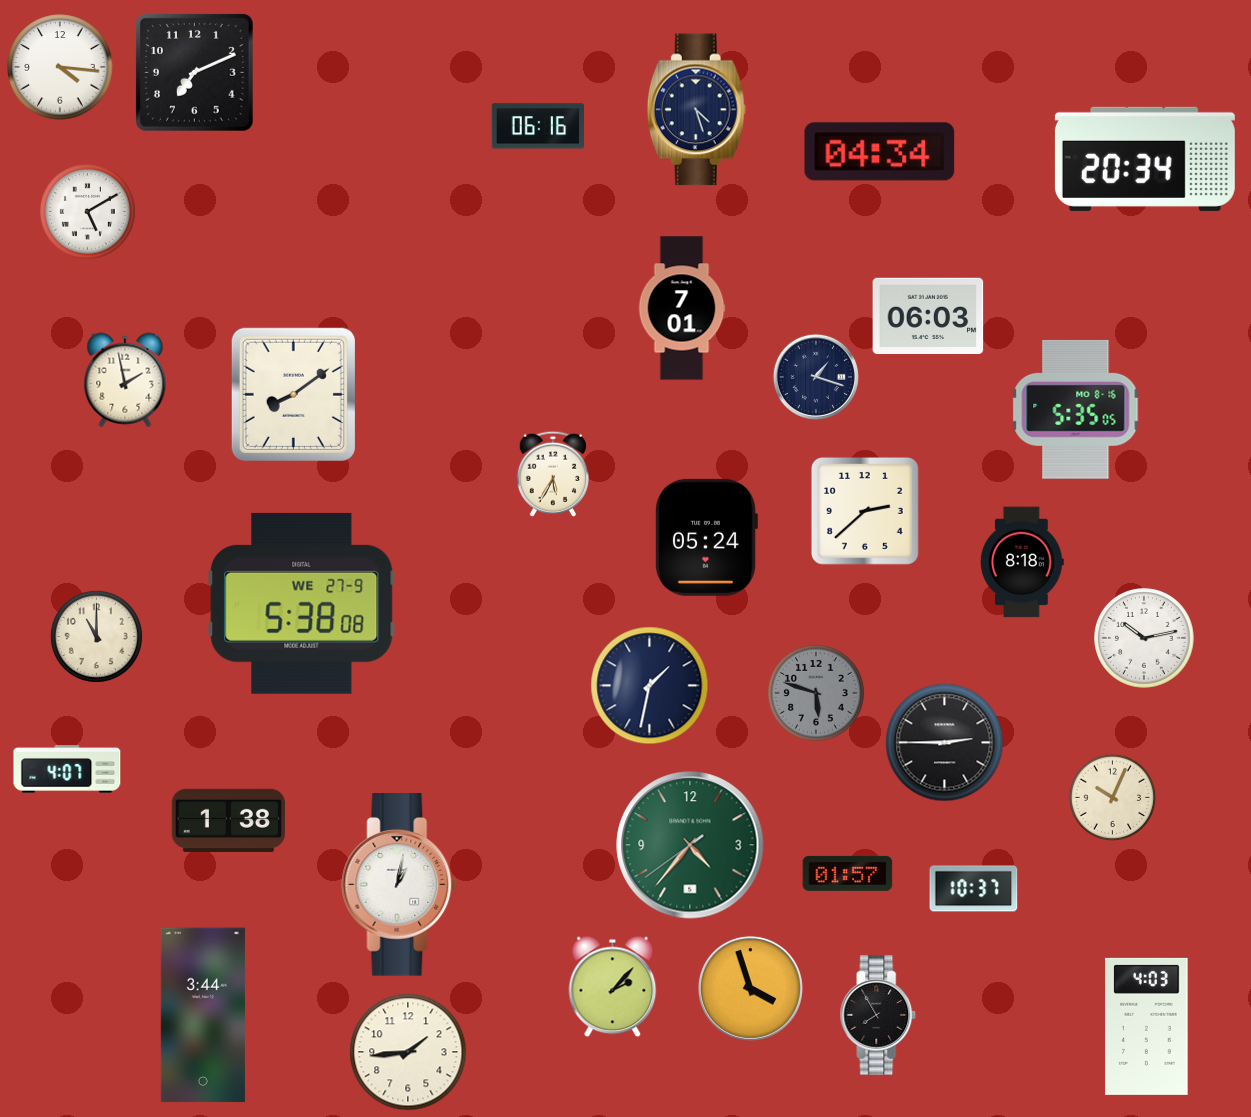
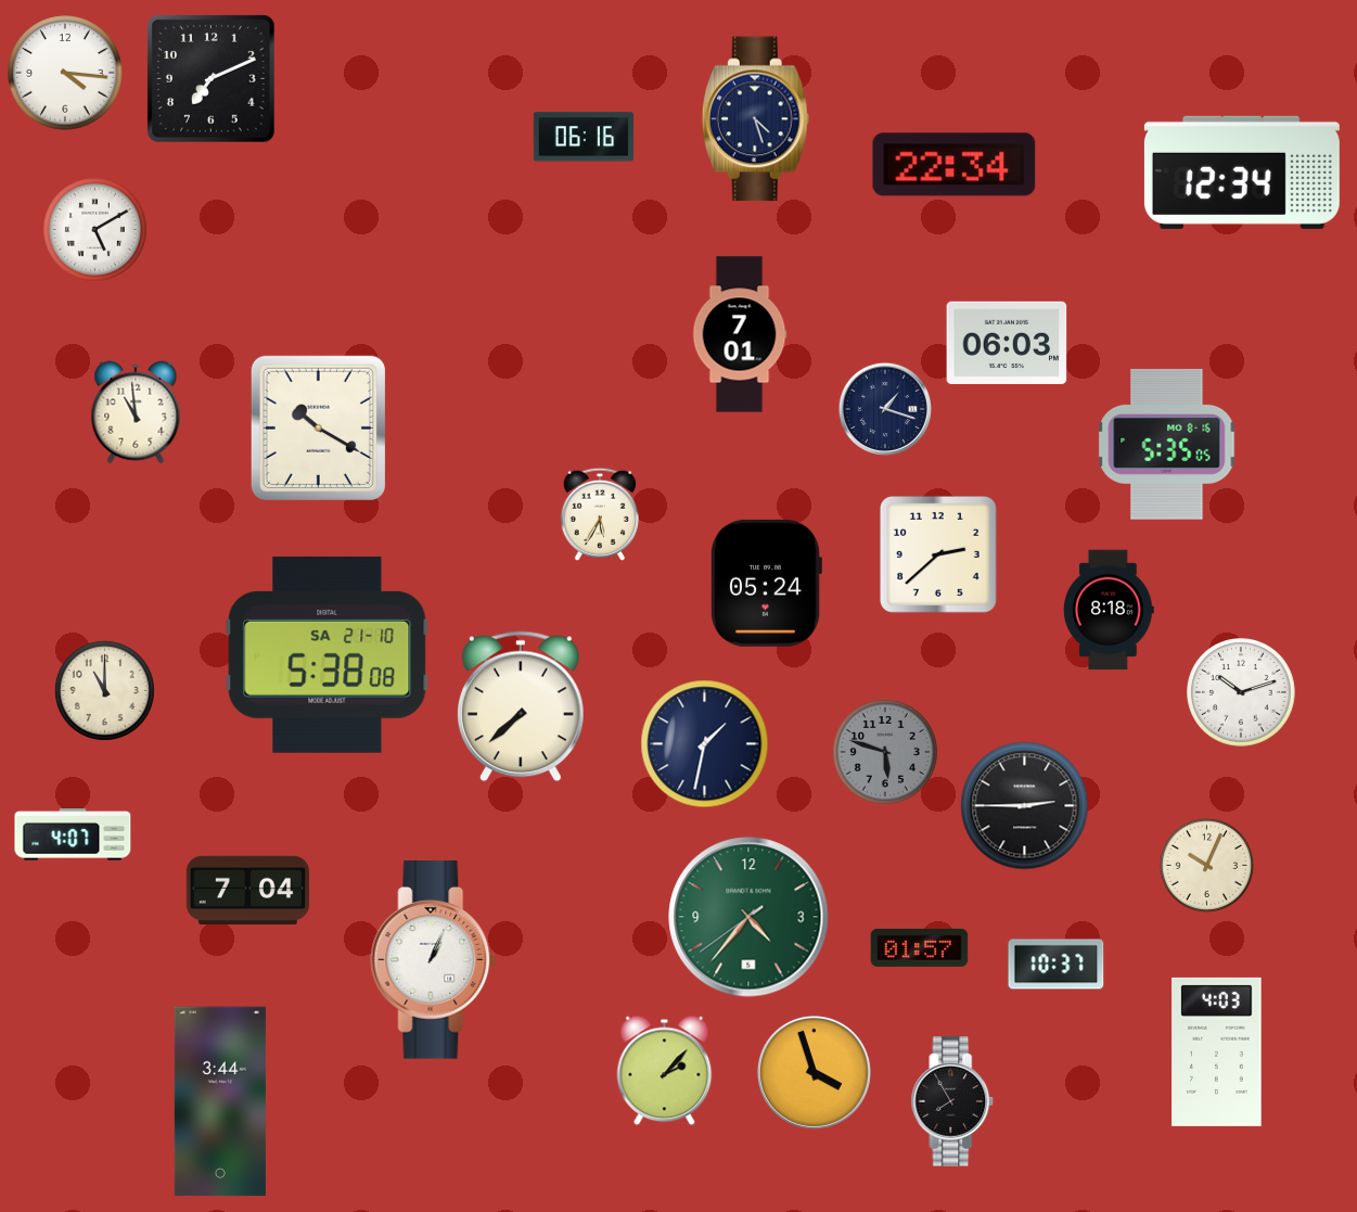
clock at (880, 152): 04:34 -> 22:34
clock at (1145, 159): 20:34 -> 12:34
clock at (125, 380): 1:58 -> 10:59
clock at (293, 394): 8:09 -> 10:20
clock at (302, 603) date: WE 27-9 -> SA 21-10
clock at (1144, 638): 10:13 -> 10:12
clock at (521, 706): none -> 7:38
clock at (228, 820): 1:38 -> 7:04
clock at (400, 885): 1:02 -> 1:04
clock at (1147, 1026) position: (1147, 1026) -> (1217, 1051)
clock at (408, 1052): 1:44 -> none
